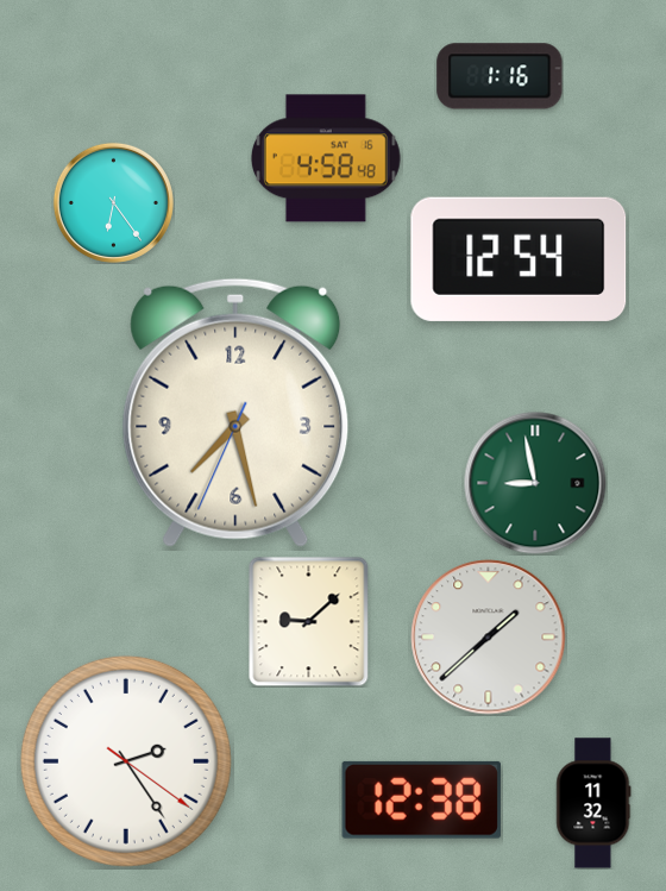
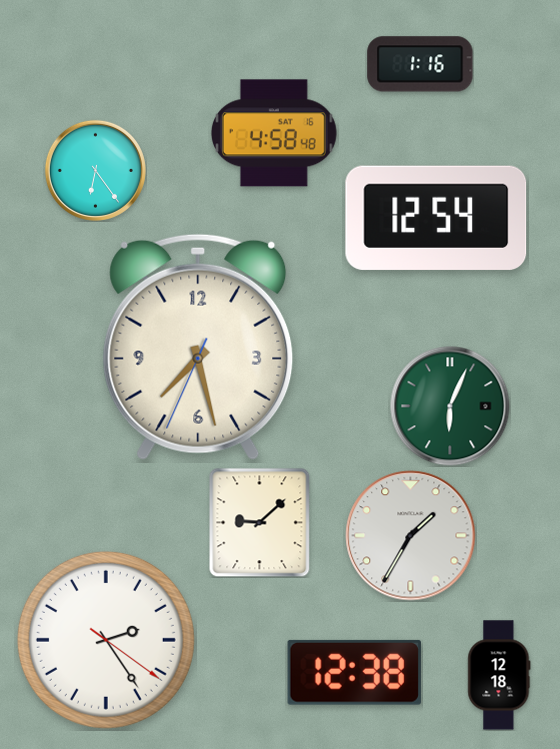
clock at (535, 483): 8:58 -> 6:04
clock at (489, 638): 1:38 -> 1:35
clock at (593, 803): 11:32 -> 12:18
